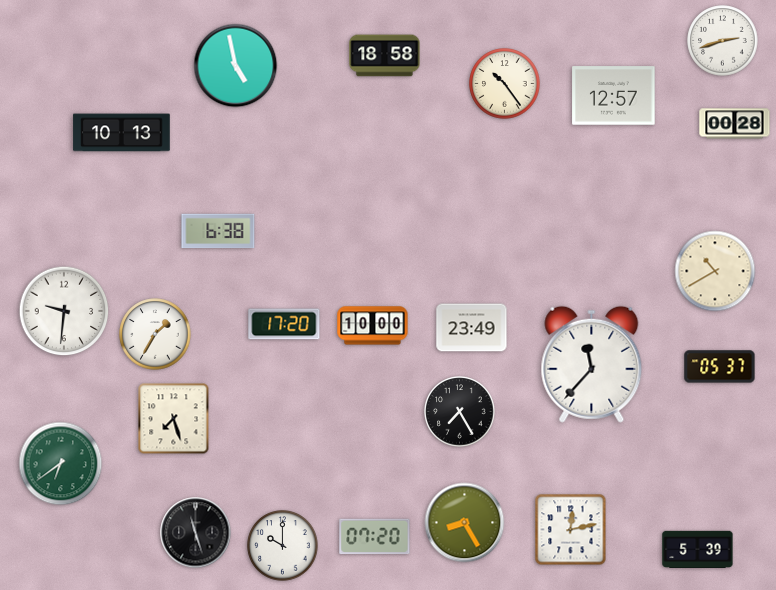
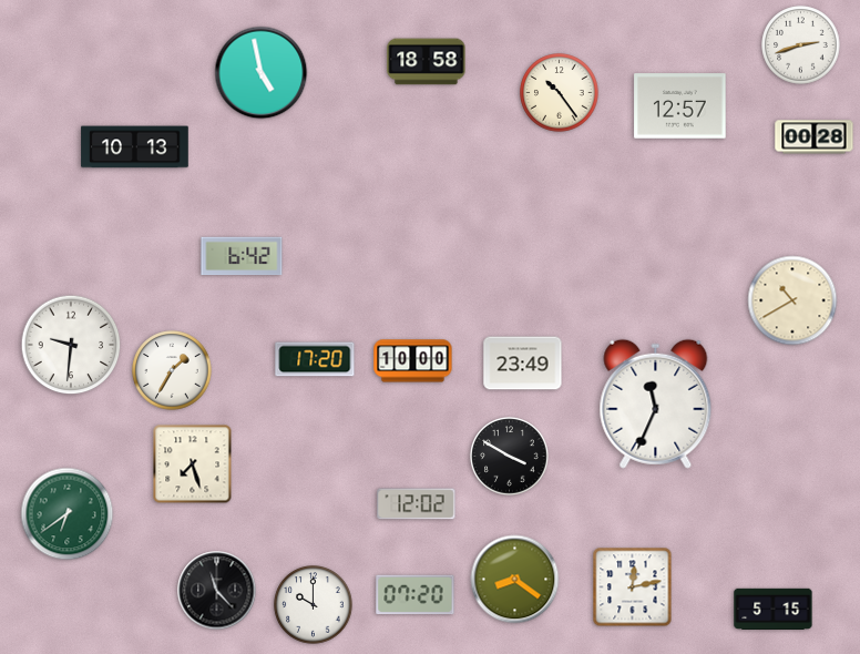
clock at (218, 231): 6:38 -> 6:42
clock at (592, 364): 11:37 -> 11:34
clock at (720, 367): 05:37 -> none
clock at (460, 412): 7:25 -> 3:50
clock at (417, 504): none -> 12:02
clock at (465, 523): 8:25 -> 8:21
clock at (196, 533): 11:27 -> 11:23
clock at (698, 550): 5:39 -> 5:15
